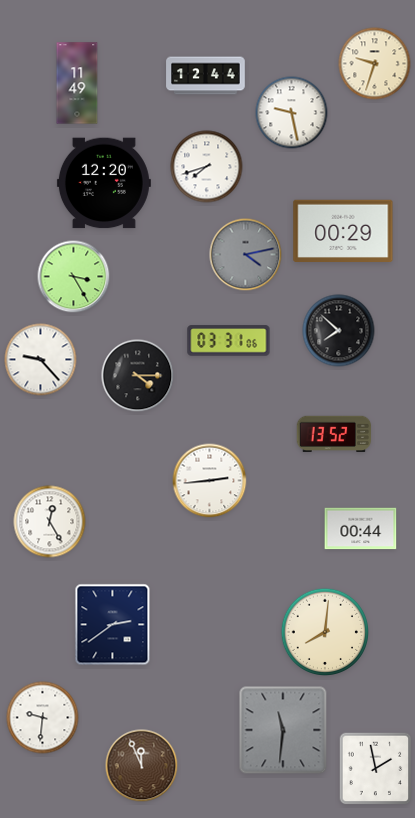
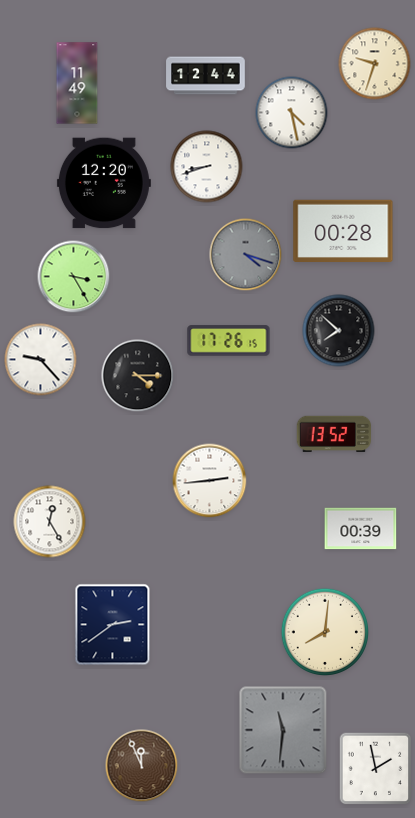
clock at (292, 113): 9:28 -> 4:28
clock at (207, 167): 7:42 -> 8:42
clock at (343, 230): 00:29 -> 00:28
clock at (246, 255): 4:13 -> 4:18
clock at (229, 341): 03:31 -> 17:26
clock at (361, 529): 00:44 -> 00:39
clock at (43, 718): 9:31 -> none
